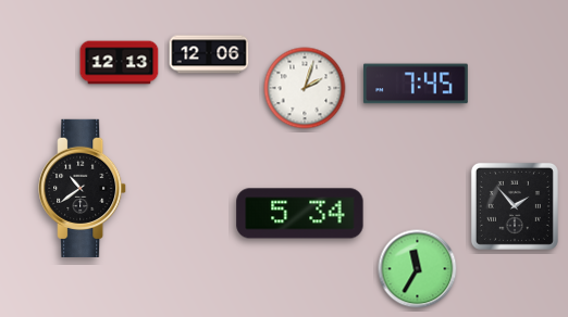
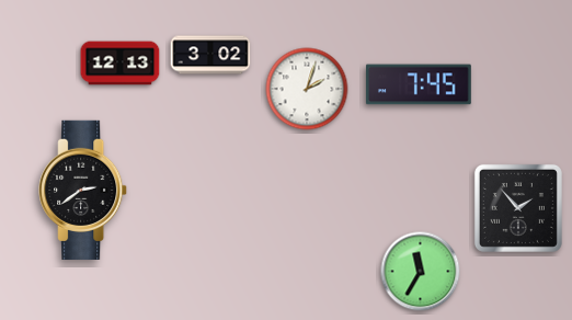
clock at (209, 54): 12:06 -> 3:02
clock at (83, 188): 10:39 -> 2:39
clock at (300, 214): 5:34 -> none
